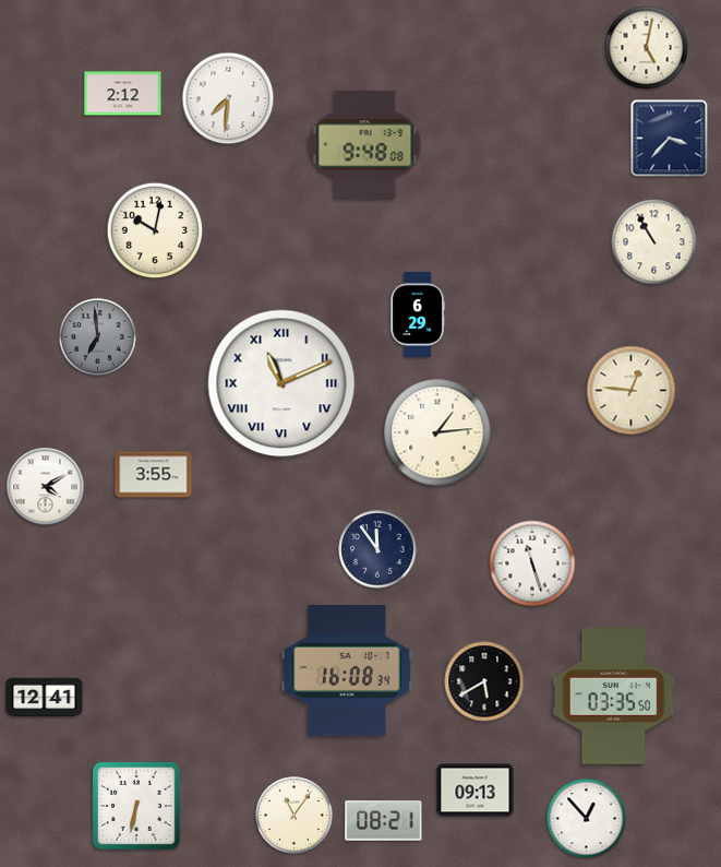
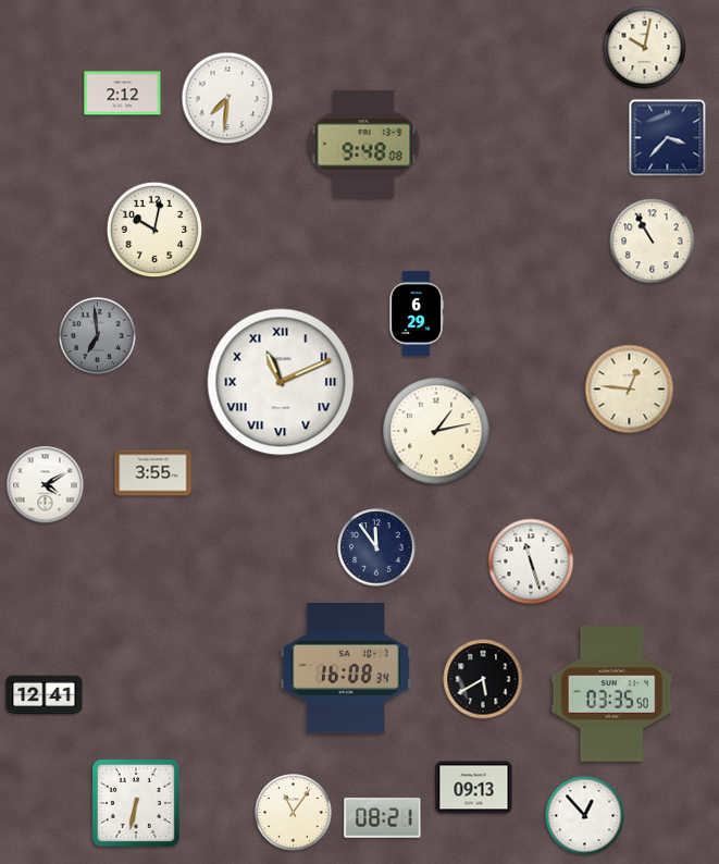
clock at (647, 48): 5:02 -> 10:02
clock at (437, 432): 1:14 -> 1:13
